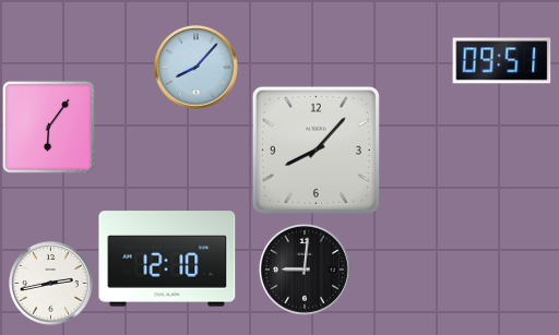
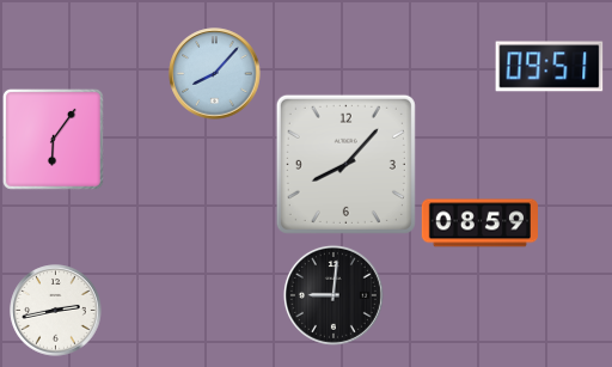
clock at (479, 224): none -> 08:59
clock at (167, 259): 12:10 -> none
